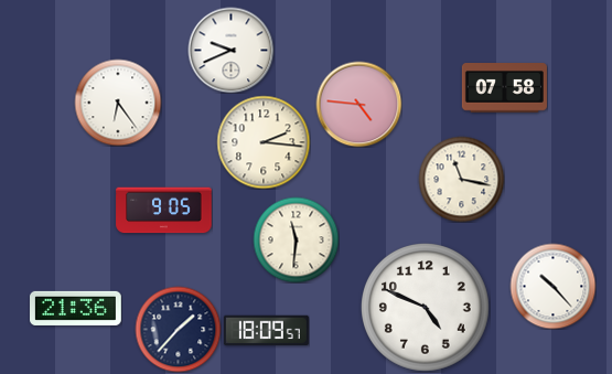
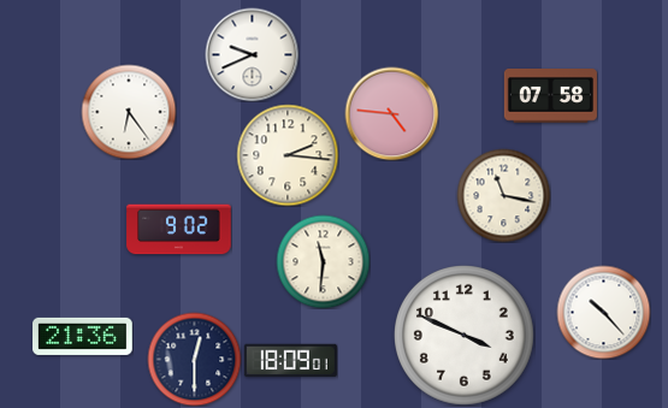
clock at (164, 211): 9:05 -> 9:02
clock at (426, 308): 4:49 -> 3:49
clock at (178, 329): 1:37 -> 12:30
clock at (266, 331): 18:09:57 -> 18:09:01
